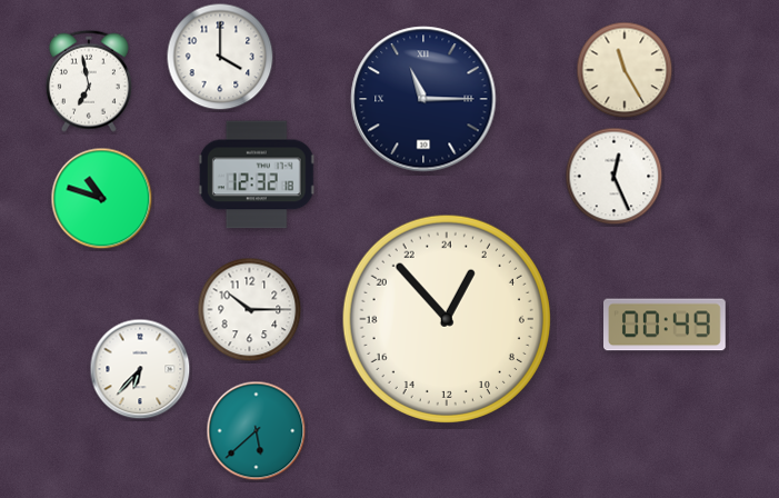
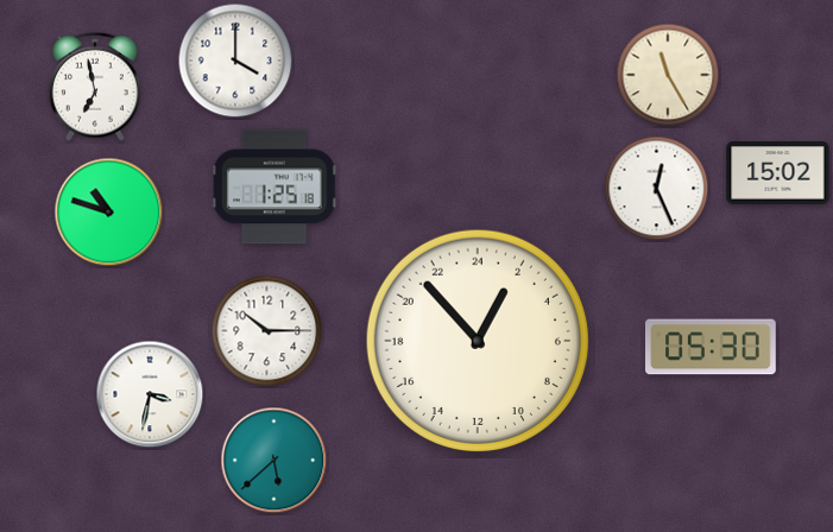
clock at (423, 99): 11:15 -> none
clock at (778, 173): none -> 15:02
clock at (257, 175): 12:32 -> 1:25
clock at (666, 325): 00:49 -> 05:30
clock at (140, 369): 6:37 -> 3:32
